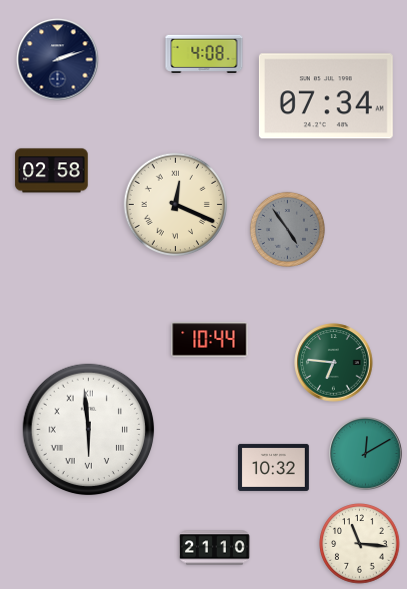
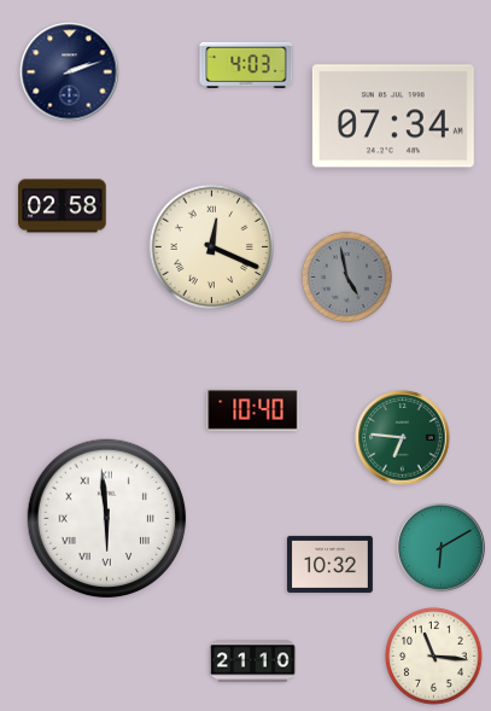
clock at (204, 54): 4:08 -> 4:03
clock at (287, 229): 4:54 -> 4:58
clock at (210, 340): 10:44 -> 10:40
clock at (366, 454): 12:10 -> 6:10
clock at (214, 548) position: (214, 548) -> (252, 662)
